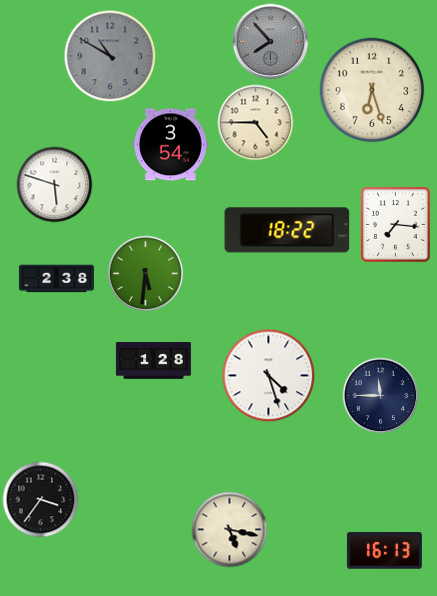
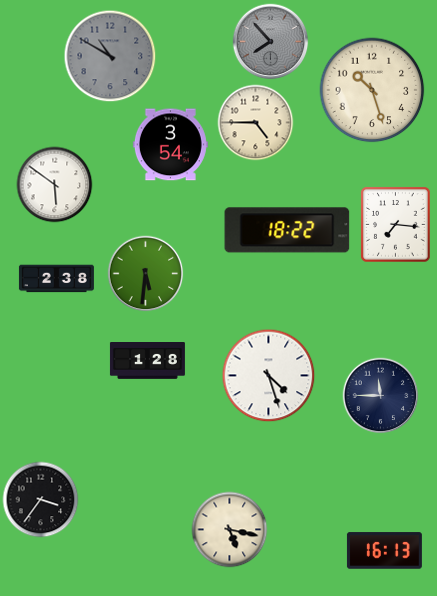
clock at (372, 90): 6:27 -> 10:27
clock at (55, 185): 5:48 -> 5:51
clock at (153, 361) position: (153, 361) -> (147, 361)
